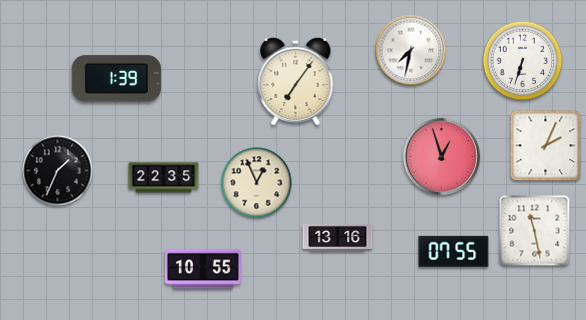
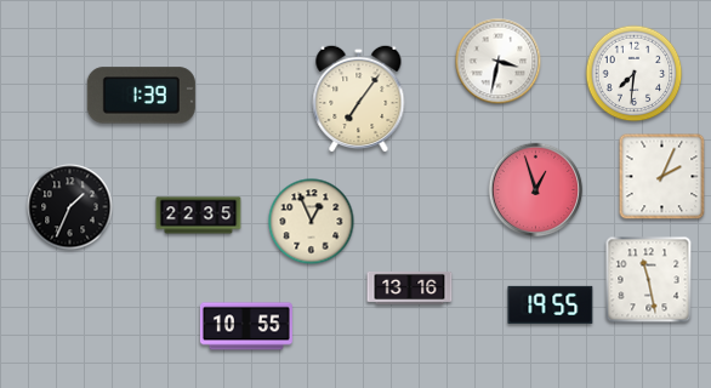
clock at (411, 51): 7:32 -> 3:32
clock at (523, 61): 6:33 -> 7:31
clock at (454, 251): 07:55 -> 19:55
